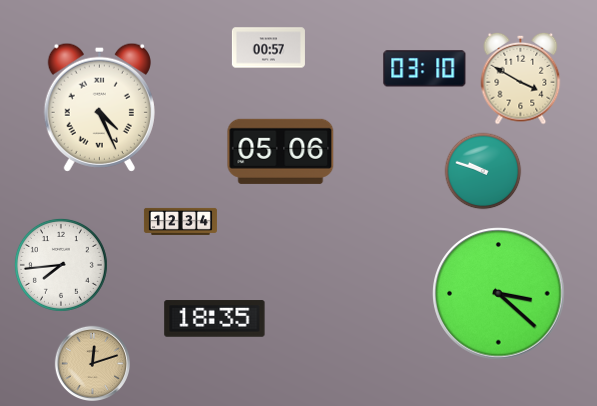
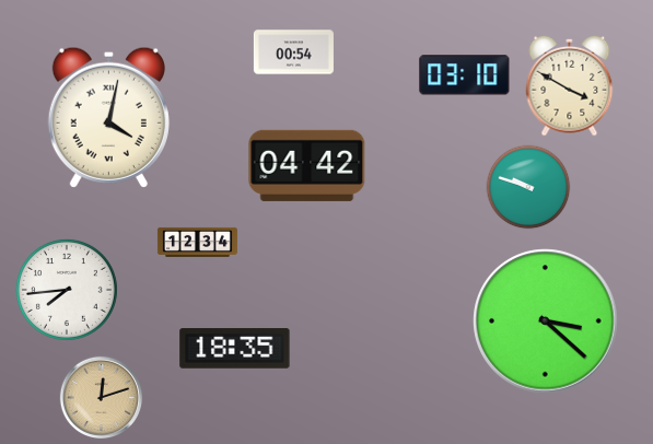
clock at (268, 48): 00:57 -> 00:54
clock at (99, 107): 4:26 -> 4:02
clock at (281, 151): 05:06 -> 04:42
